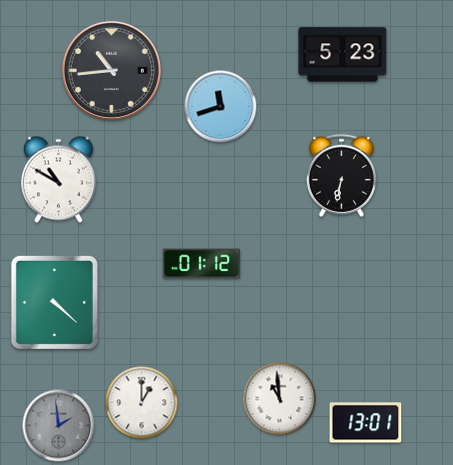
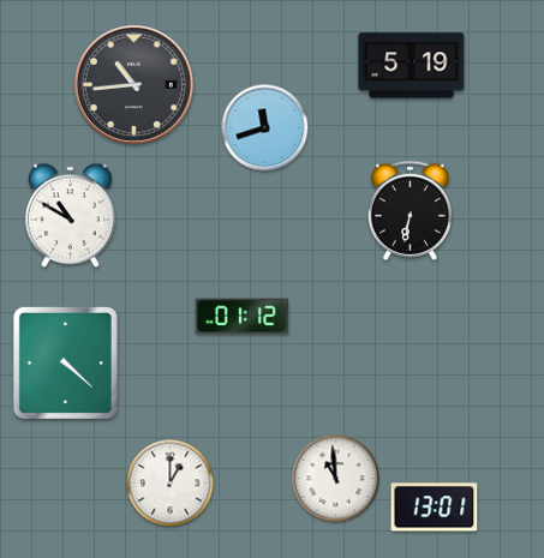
clock at (343, 55): 5:23 -> 5:19
clock at (366, 423) position: (366, 423) -> (435, 508)
clock at (59, 426): 1:59 -> none
